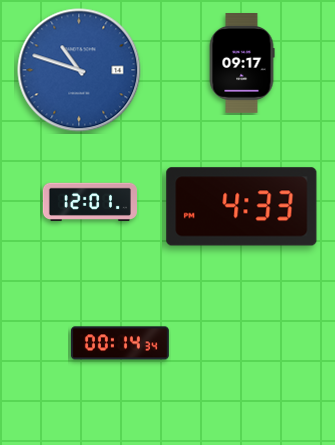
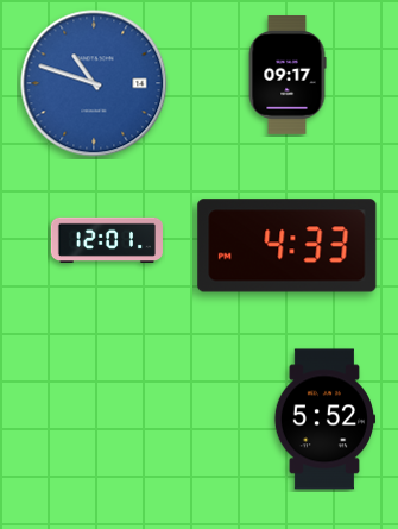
clock at (120, 343): 00:14 -> none
clock at (323, 420): none -> 5:52
